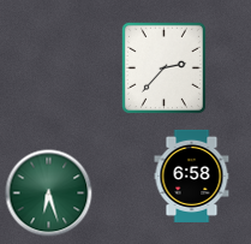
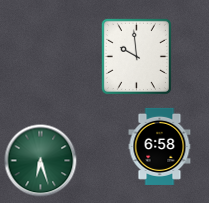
clock at (163, 67): 2:37 -> 9:59
